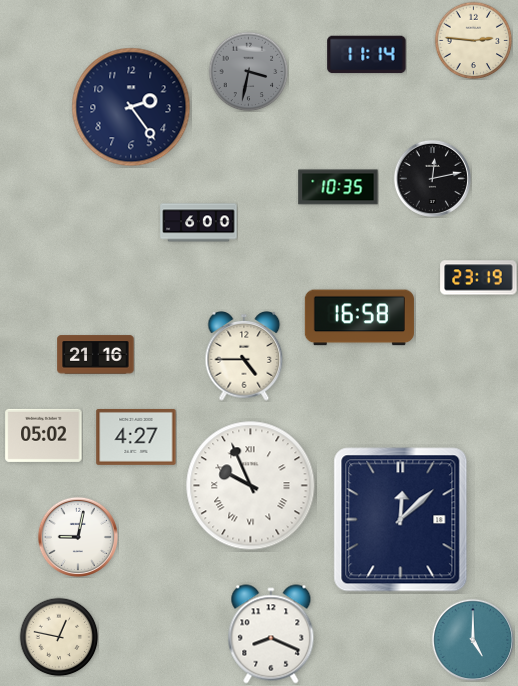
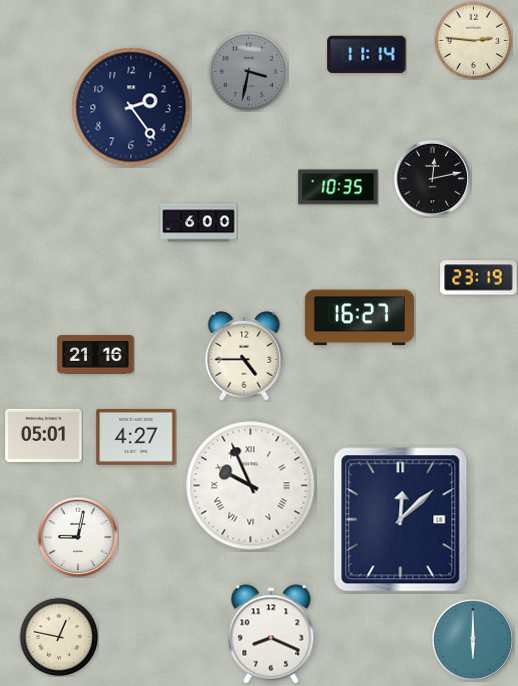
clock at (359, 318): 16:58 -> 16:27
clock at (44, 435): 05:02 -> 05:01
clock at (473, 640): 5:00 -> 6:00
